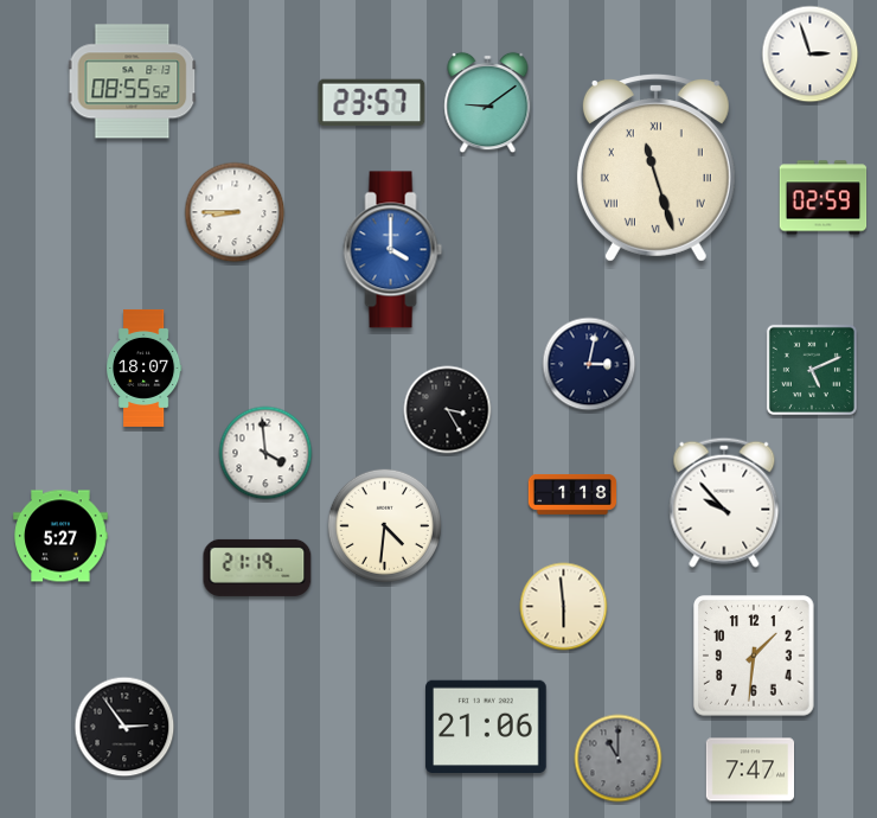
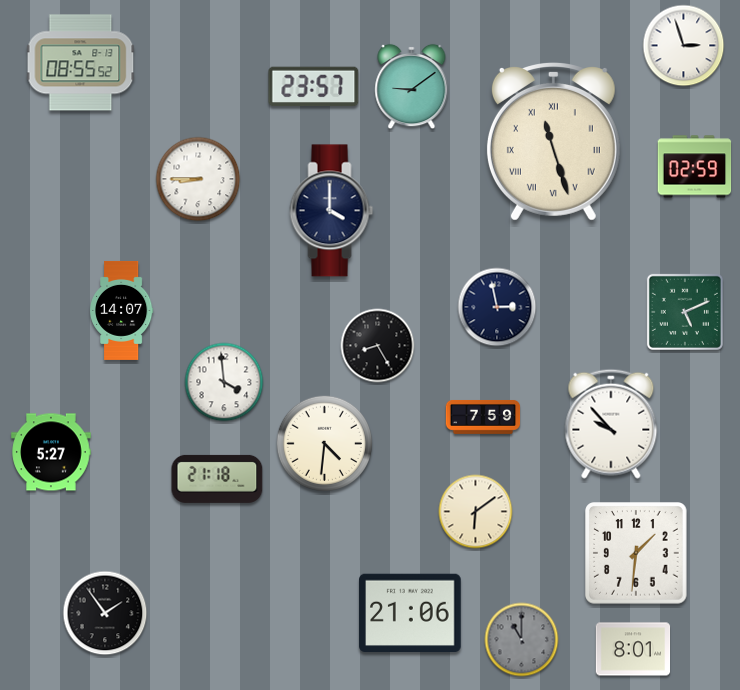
clock at (133, 82) position: (133, 82) -> (81, 63)
clock at (393, 250) dial: blue -> navy
clock at (589, 364): 3:02 -> 2:58
clock at (143, 368): 18:07 -> 14:07
clock at (448, 410): 3:25 -> 8:25
clock at (572, 494): 1:18 -> 7:59
clock at (257, 568): 21:19 -> 21:18
clock at (564, 607): 5:59 -> 6:09
clock at (124, 727): 2:54 -> 1:54
clock at (750, 769): 7:47 -> 8:01
